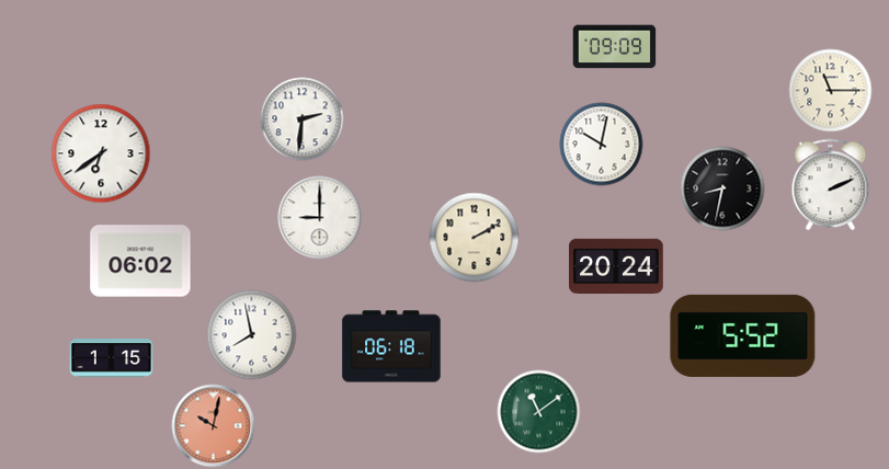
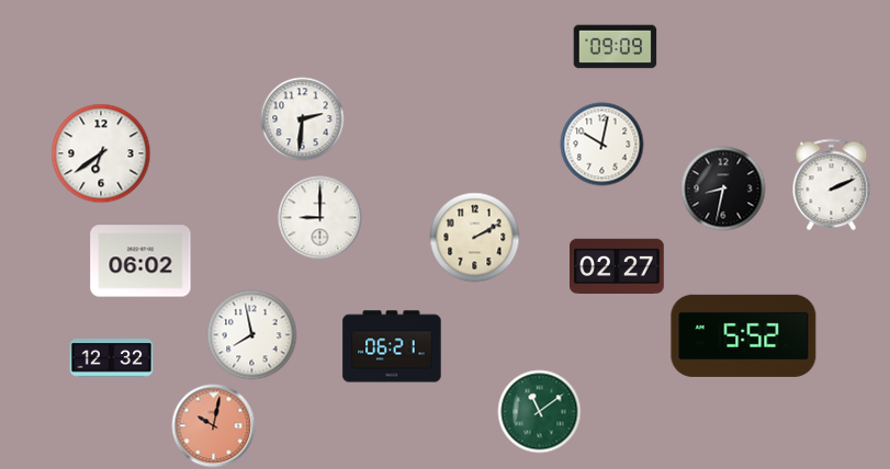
clock at (831, 91): 11:15 -> none
clock at (616, 266): 20:24 -> 02:27
clock at (391, 346): 06:18 -> 06:21
clock at (112, 358): 1:15 -> 12:32
